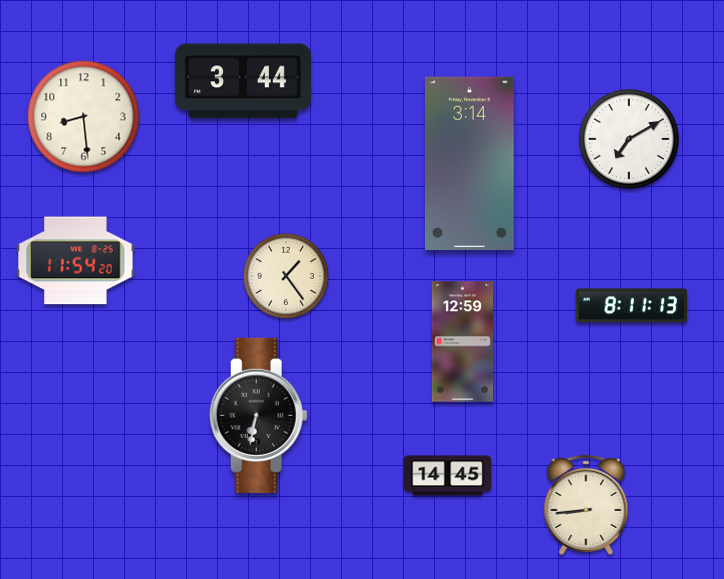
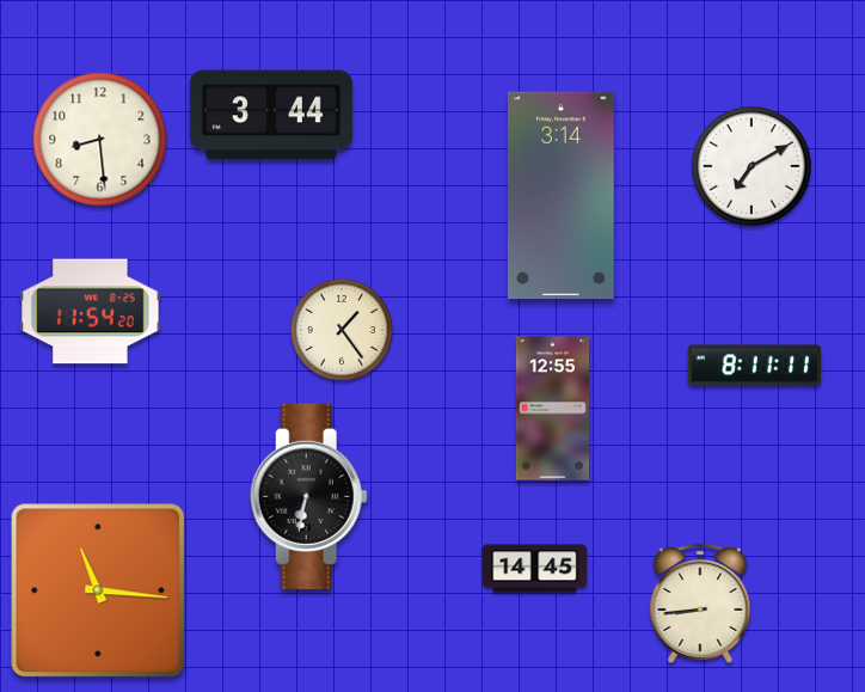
clock at (243, 81) position: (243, 81) -> (271, 115)
clock at (632, 306): 8:11:13 -> 8:11:11
clock at (463, 342): 12:59 -> 12:55
clock at (98, 590): none -> 11:16
